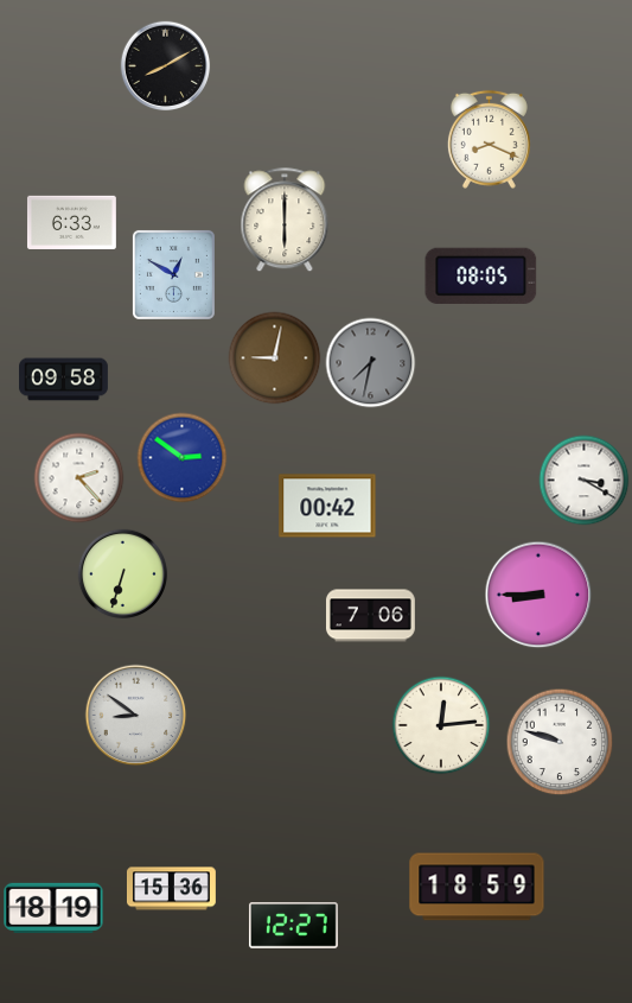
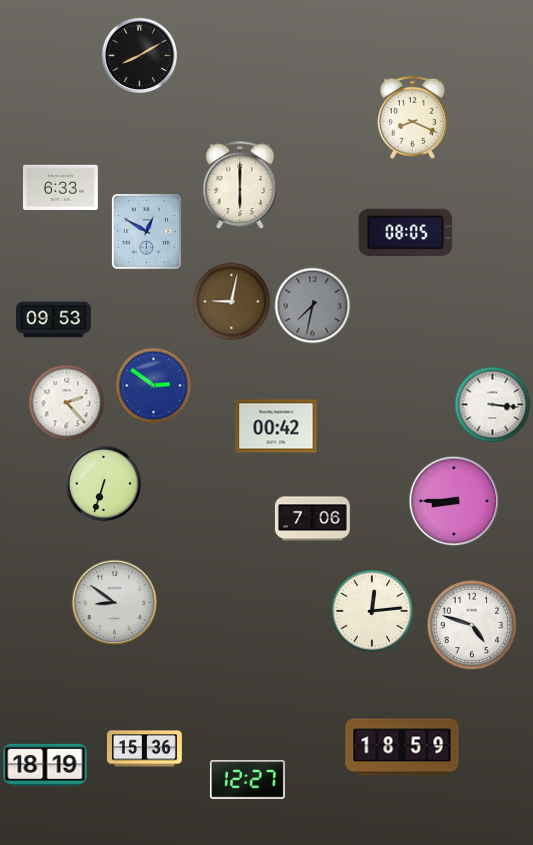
clock at (64, 380): 09:58 -> 09:53
clock at (585, 481): 3:20 -> 3:16
clock at (560, 742): 9:48 -> 4:48
